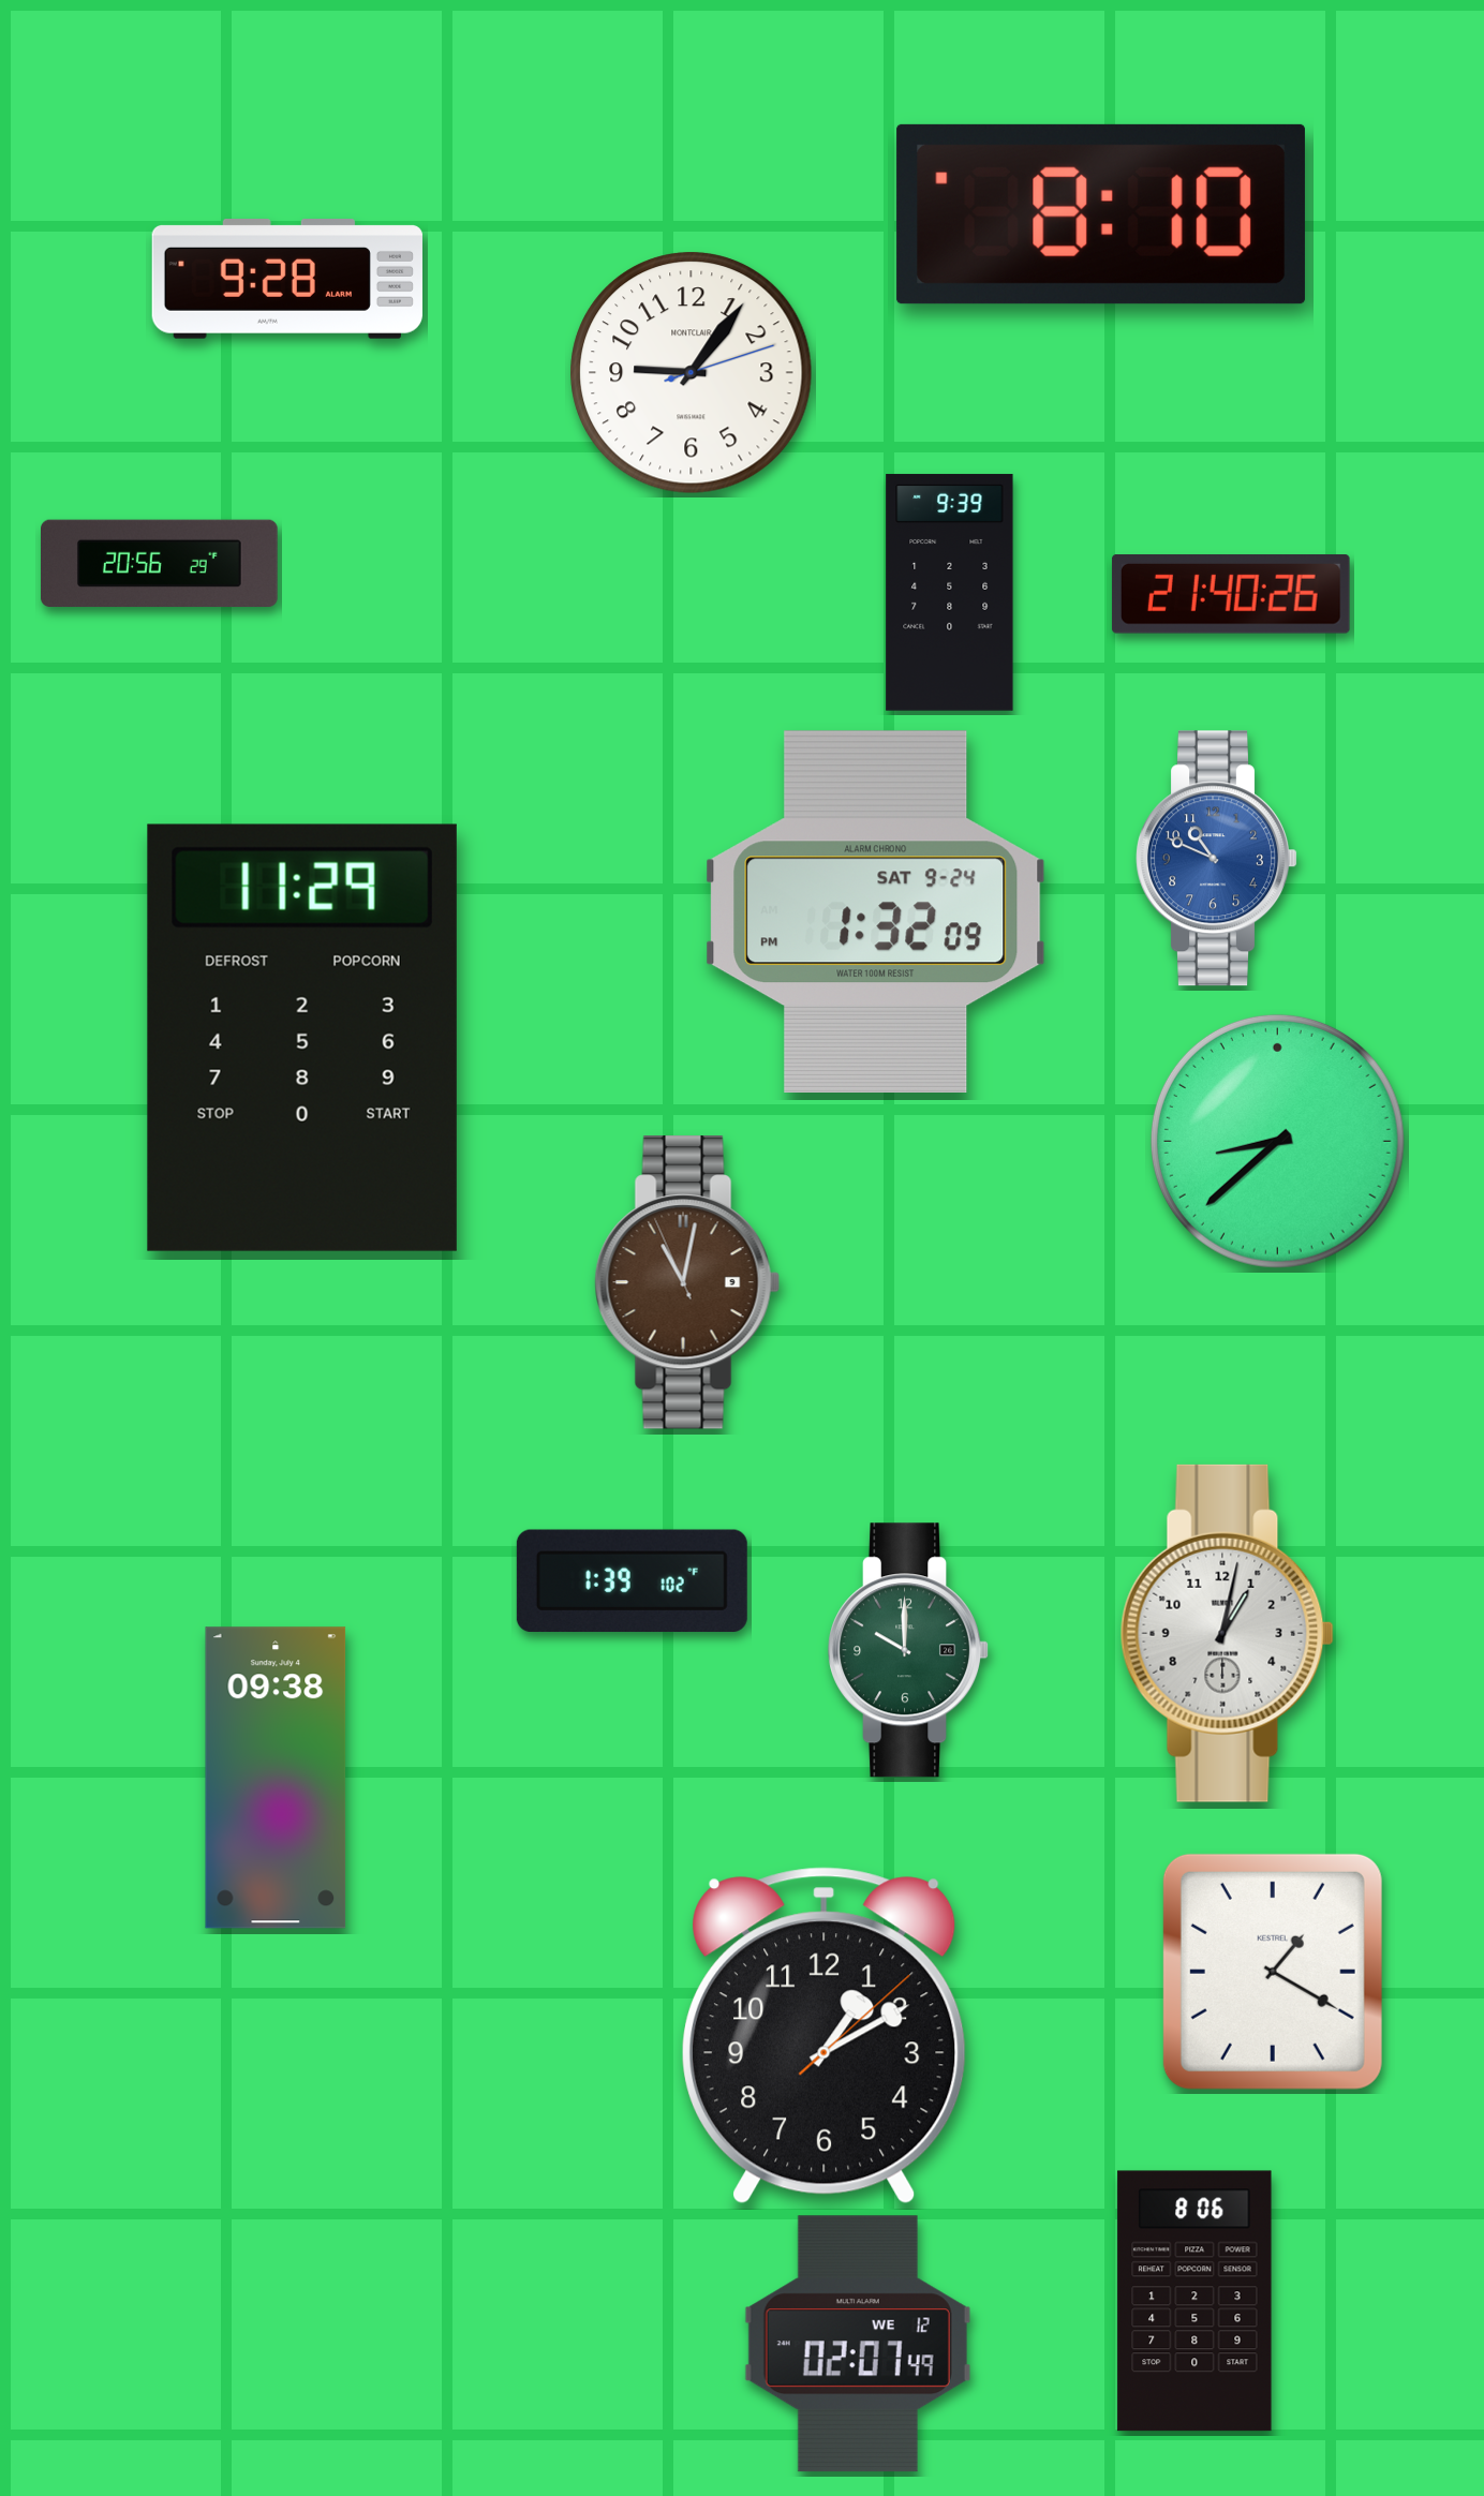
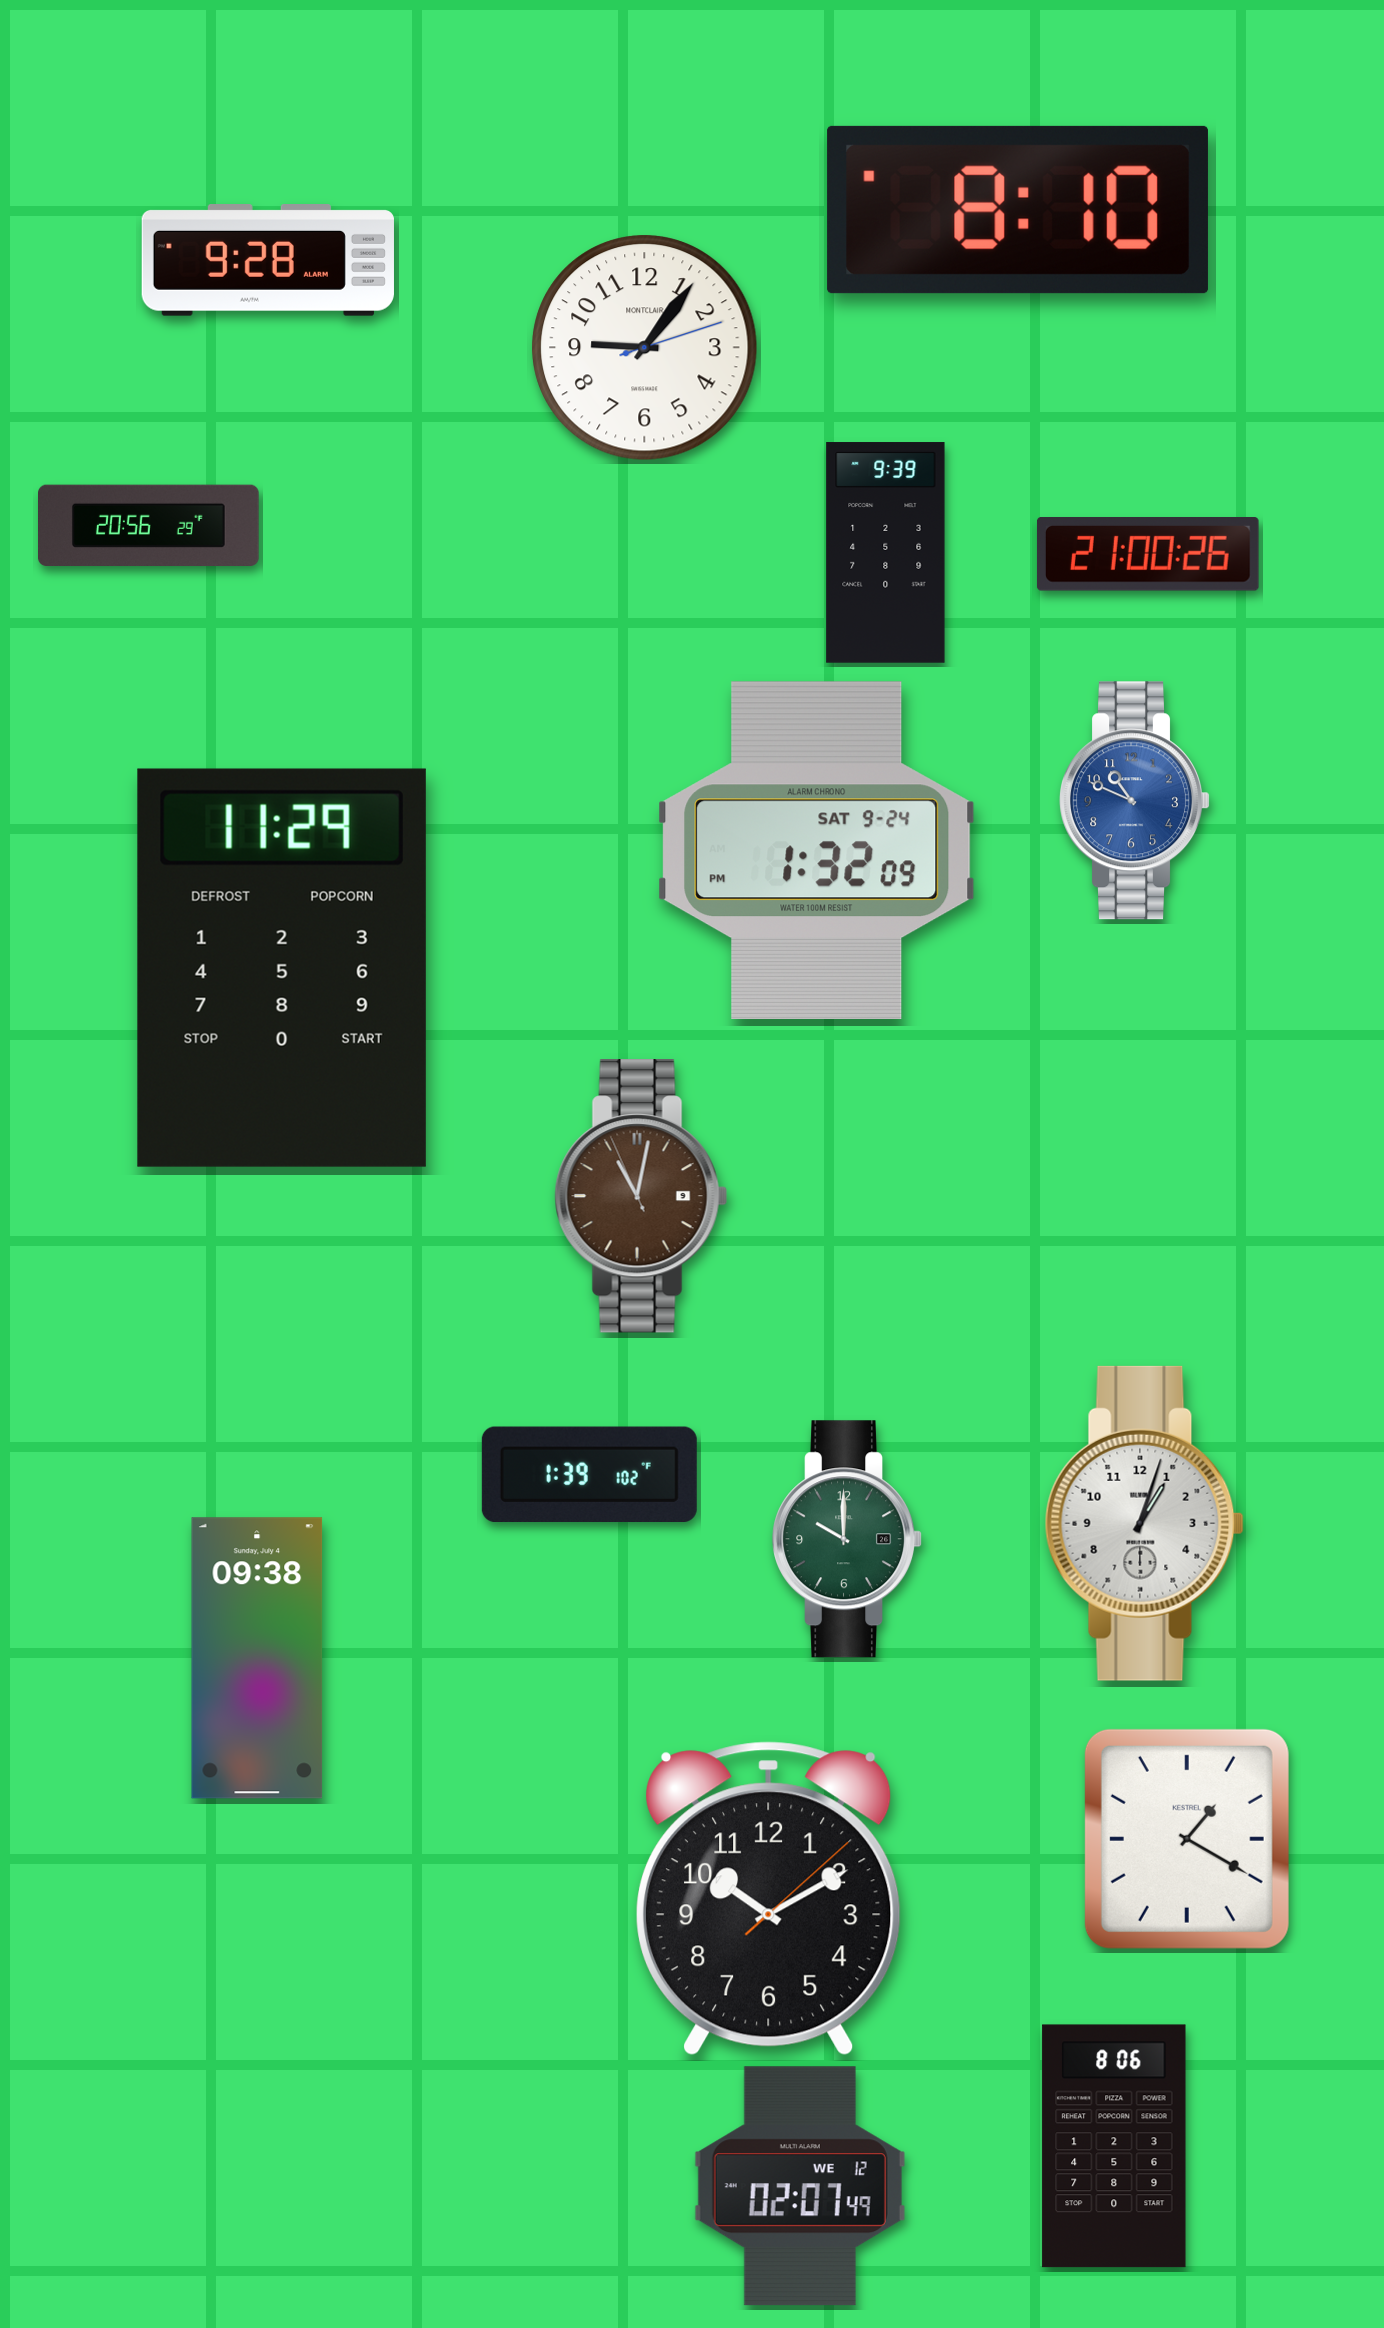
clock at (1101, 214) position: (1101, 214) -> (1018, 210)
clock at (1231, 595): 21:40 -> 21:00
clock at (1277, 1141): 8:38 -> none
clock at (1227, 1633): 1:02 -> 1:03
clock at (825, 2036): 1:10 -> 10:10
